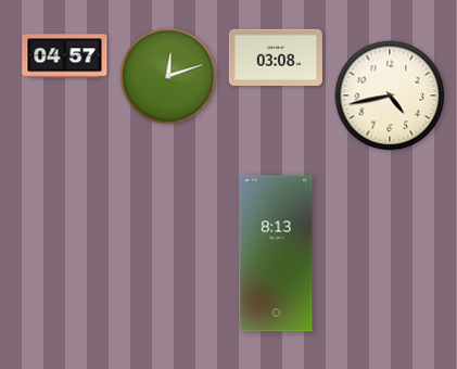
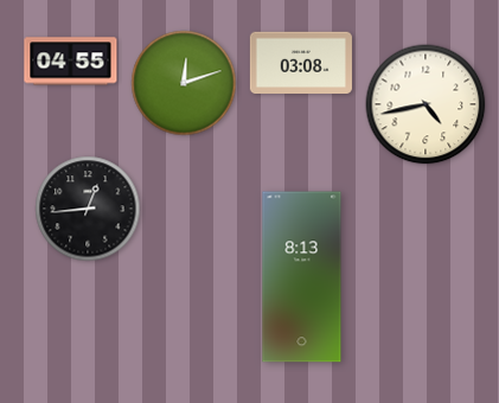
clock at (65, 56): 04:57 -> 04:55
clock at (88, 209): none -> 12:44
